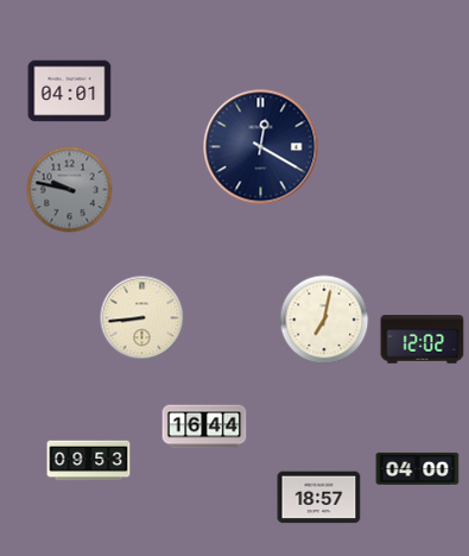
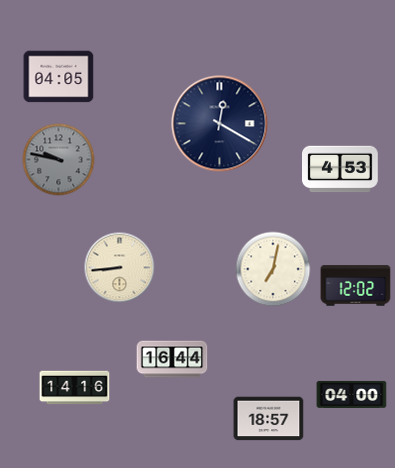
clock at (70, 91): 04:01 -> 04:05
clock at (341, 169): none -> 4:53
clock at (89, 461): 09:53 -> 14:16
